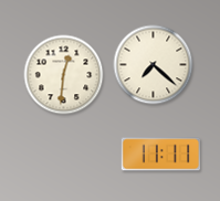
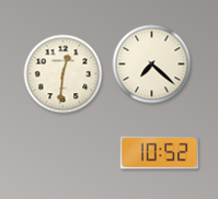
clock at (161, 155): 11:11 -> 10:52
